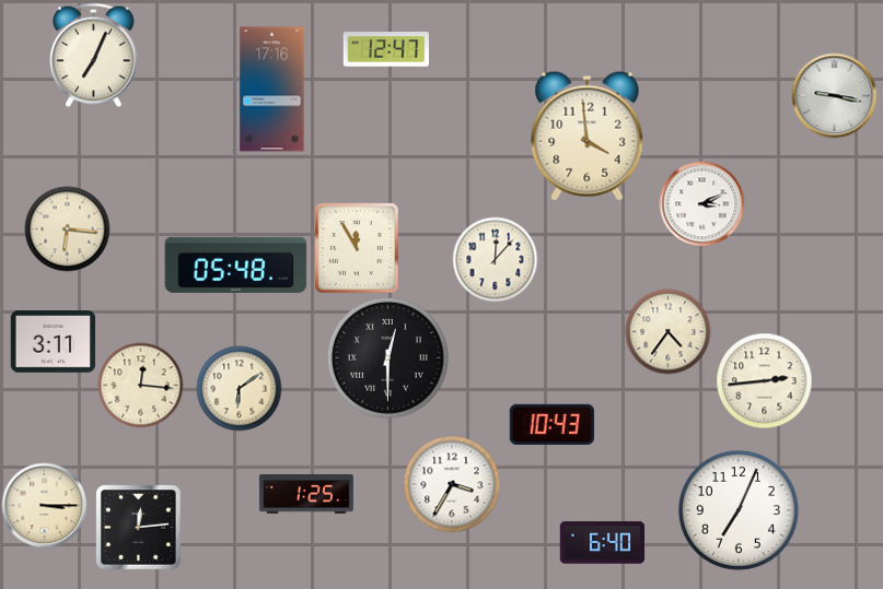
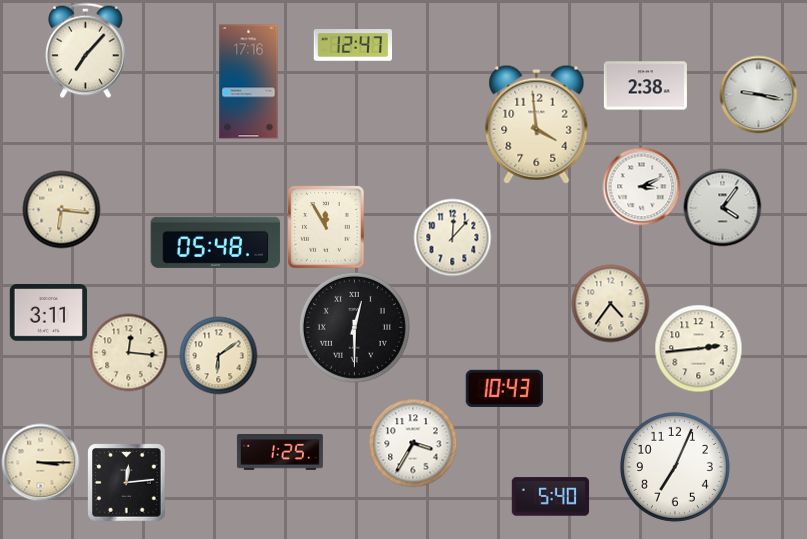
clock at (94, 55): 7:04 -> 7:07
clock at (645, 86): none -> 2:38
clock at (834, 95) position: (834, 95) -> (758, 94)
clock at (722, 207): none -> 4:06
clock at (602, 543): 6:40 -> 5:40
